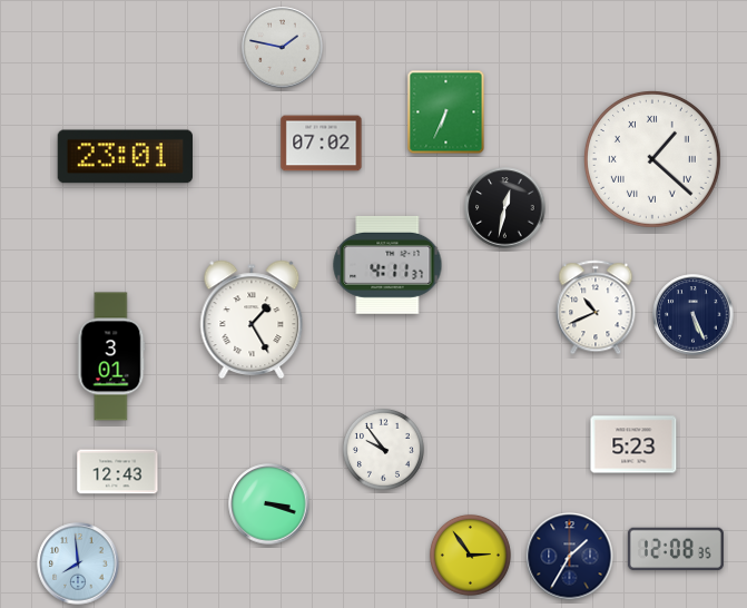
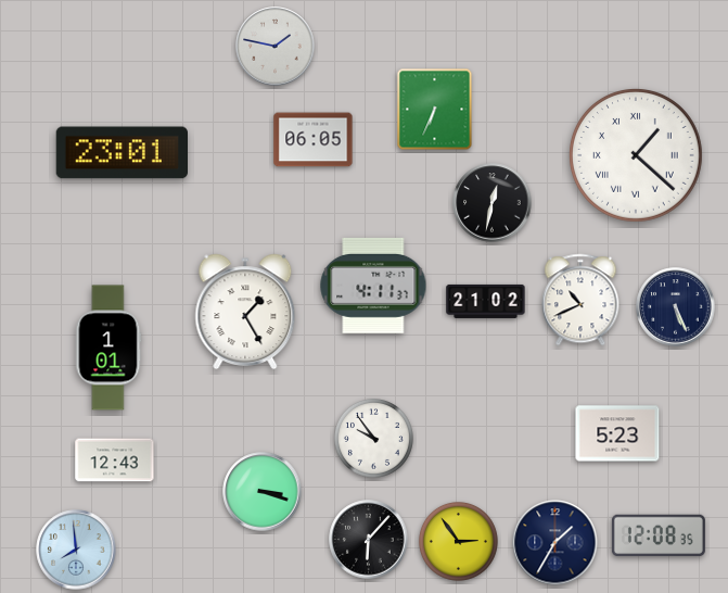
clock at (322, 144): 07:02 -> 06:05
clock at (387, 265) position: (387, 265) -> (373, 286)
clock at (486, 301): none -> 21:02
clock at (111, 356): 3:01 -> 1:01
clock at (369, 540): none -> 6:07
